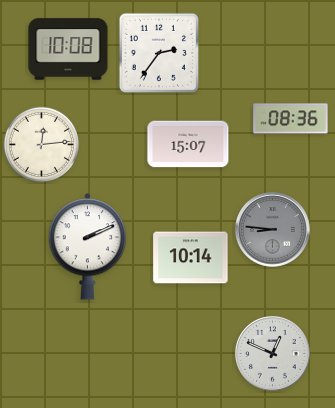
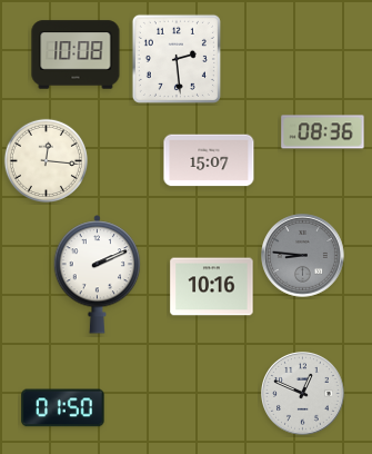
clock at (159, 53): 2:36 -> 2:29
clock at (41, 144): 12:14 -> 12:16
clock at (191, 258): 10:14 -> 10:16
clock at (63, 408): none -> 01:50
